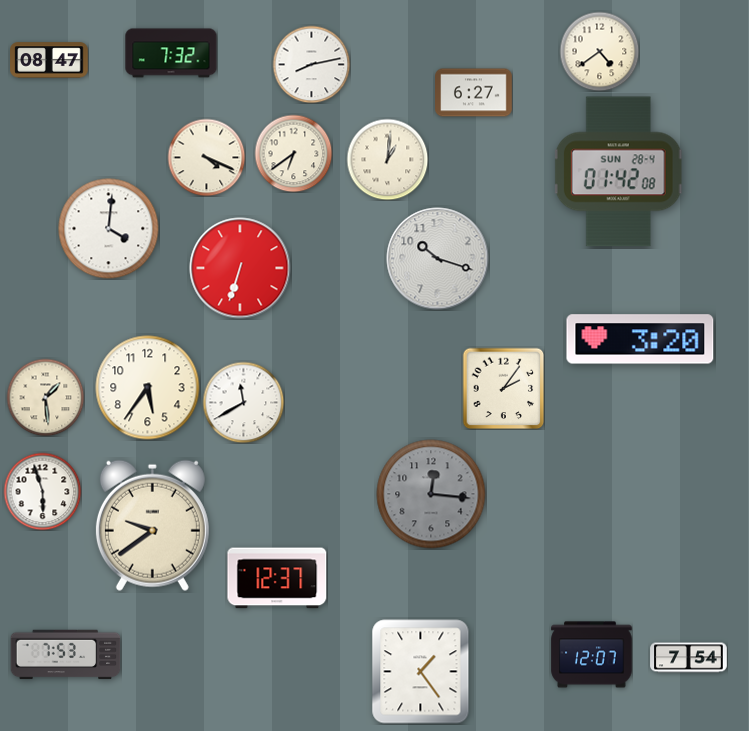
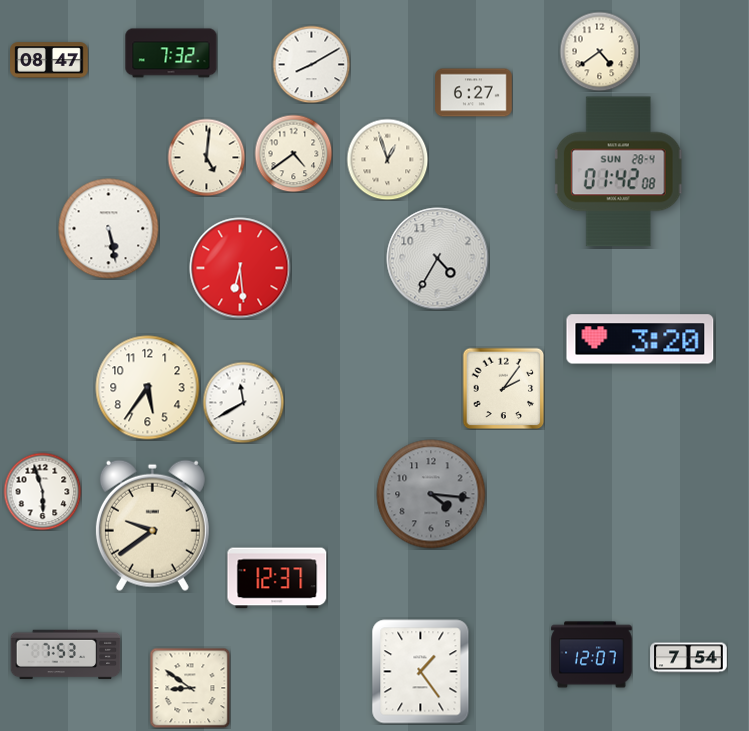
clock at (311, 64): 8:13 -> 8:10
clock at (293, 153): 6:39 -> 4:39
clock at (206, 157): 4:19 -> 5:01
clock at (387, 159): 1:01 -> 12:57
clock at (109, 229): 4:01 -> 5:28
clock at (438, 259): 10:18 -> 4:35
clock at (240, 268): 6:33 -> 6:29
clock at (45, 397): 1:29 -> none
clock at (431, 494): 12:16 -> 4:16
clock at (190, 688): none -> 8:51
